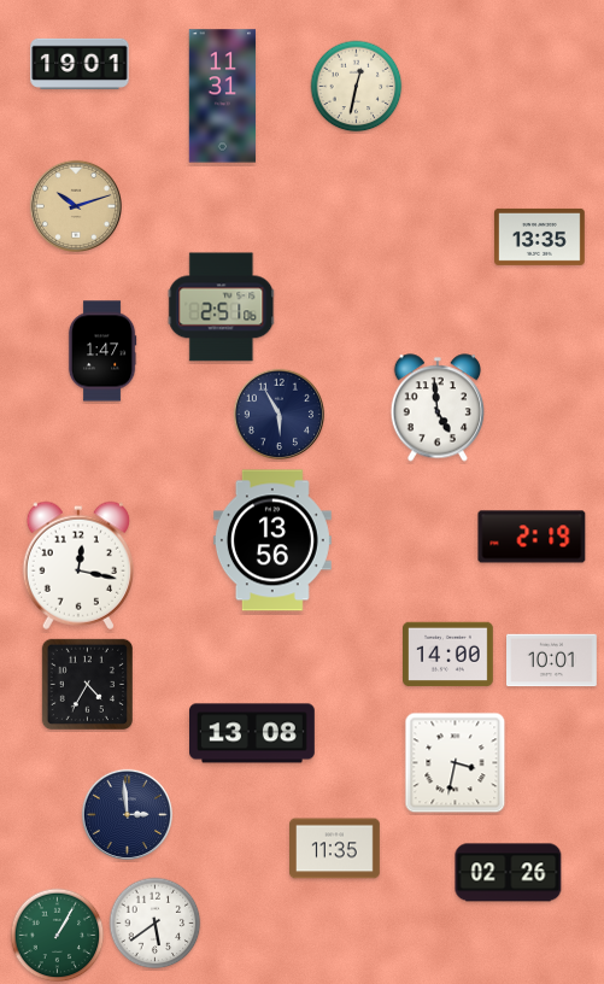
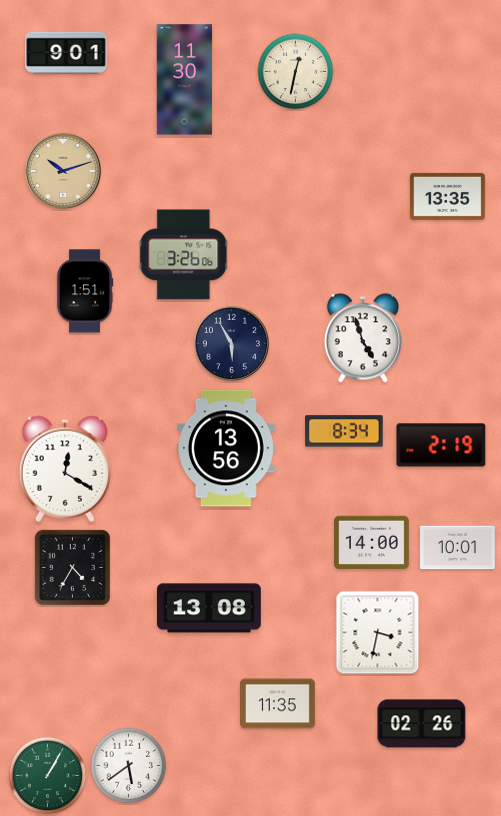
clock at (80, 63): 19:01 -> 9:01
clock at (223, 96): 11:31 -> 11:30
clock at (222, 307): 2:51 -> 3:26
clock at (102, 351): 1:47 -> 1:51
clock at (436, 408): 4:59 -> 4:57
clock at (344, 431): none -> 8:34
clock at (77, 566): 12:17 -> 12:20
clock at (127, 814): 2:59 -> none
